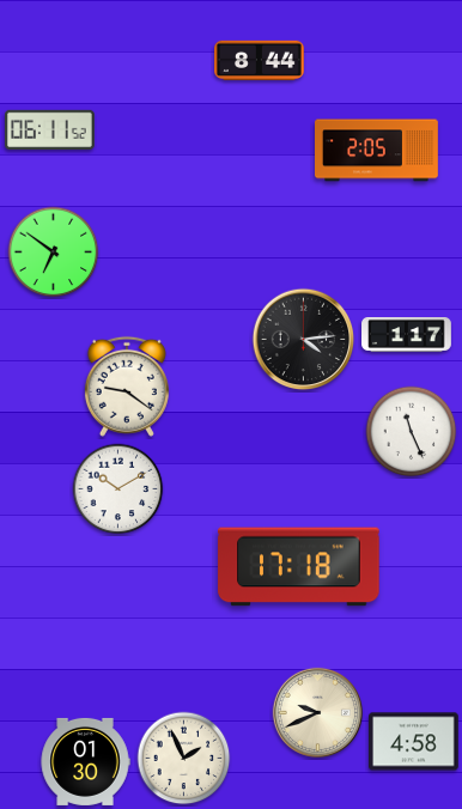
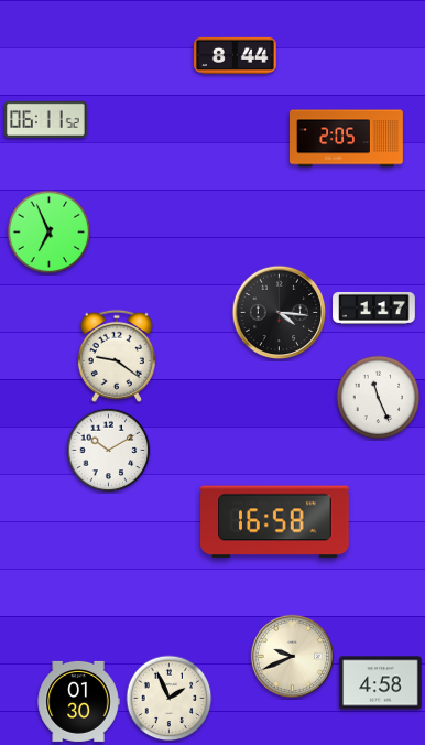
clock at (260, 60) position: (260, 60) -> (236, 55)
clock at (54, 253): 6:51 -> 6:56
clock at (304, 340): 4:14 -> 4:16
clock at (299, 567): 17:18 -> 16:58
